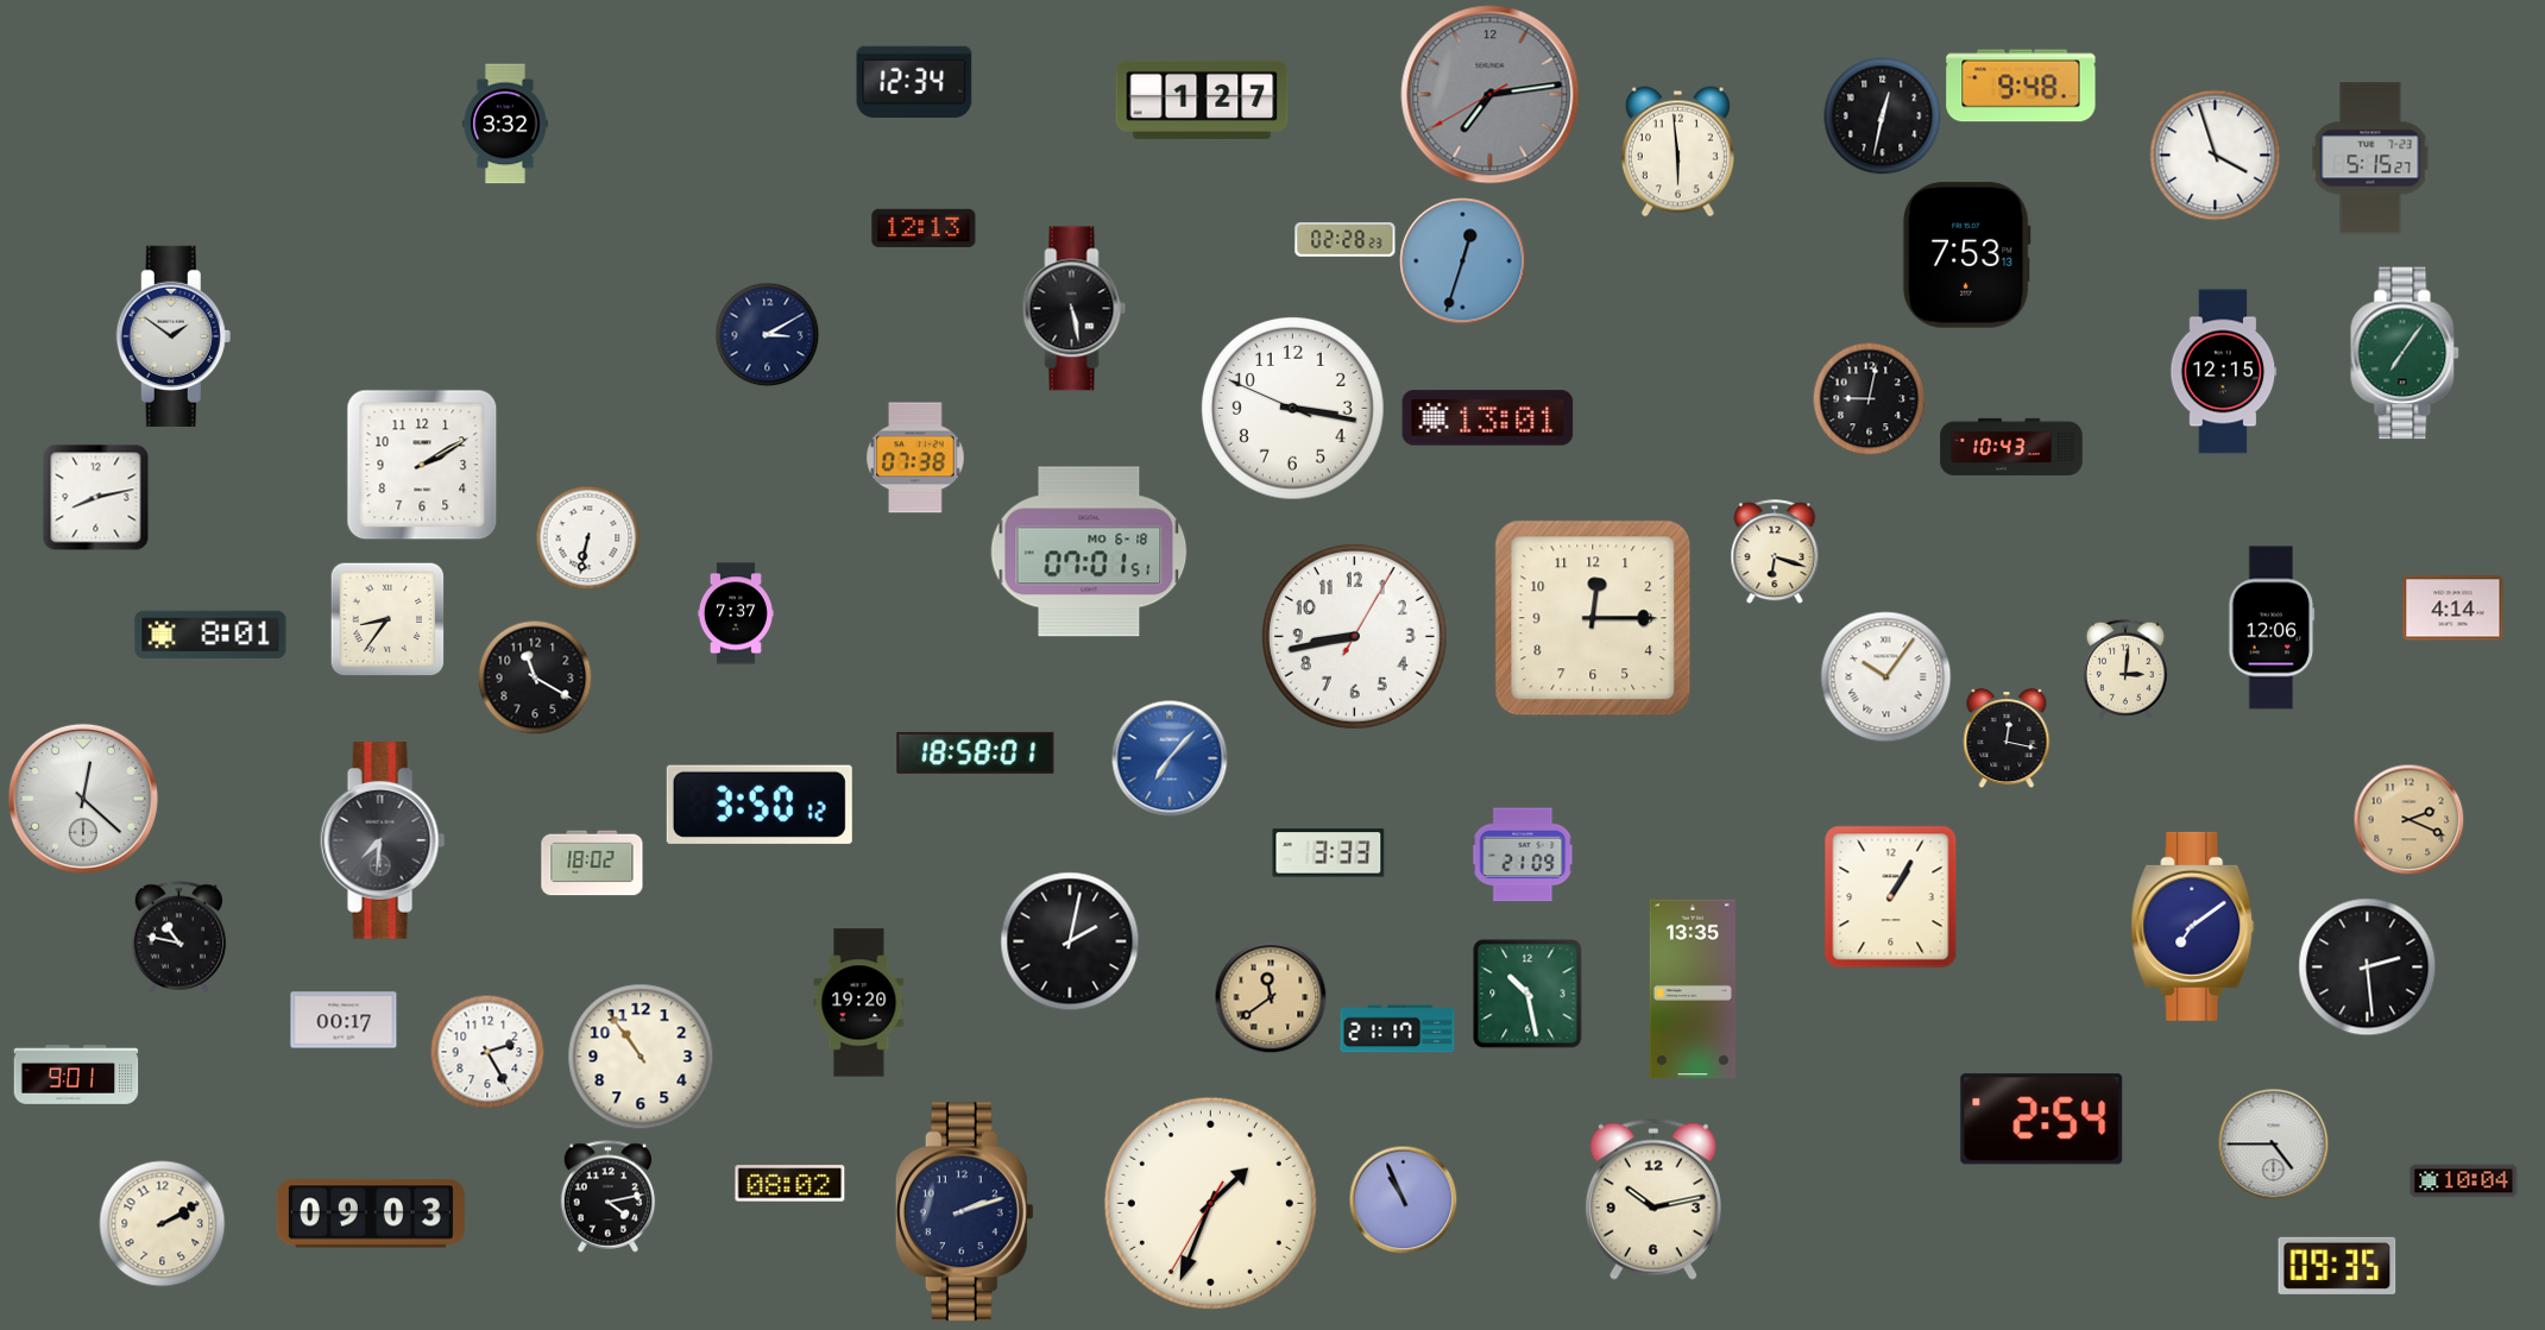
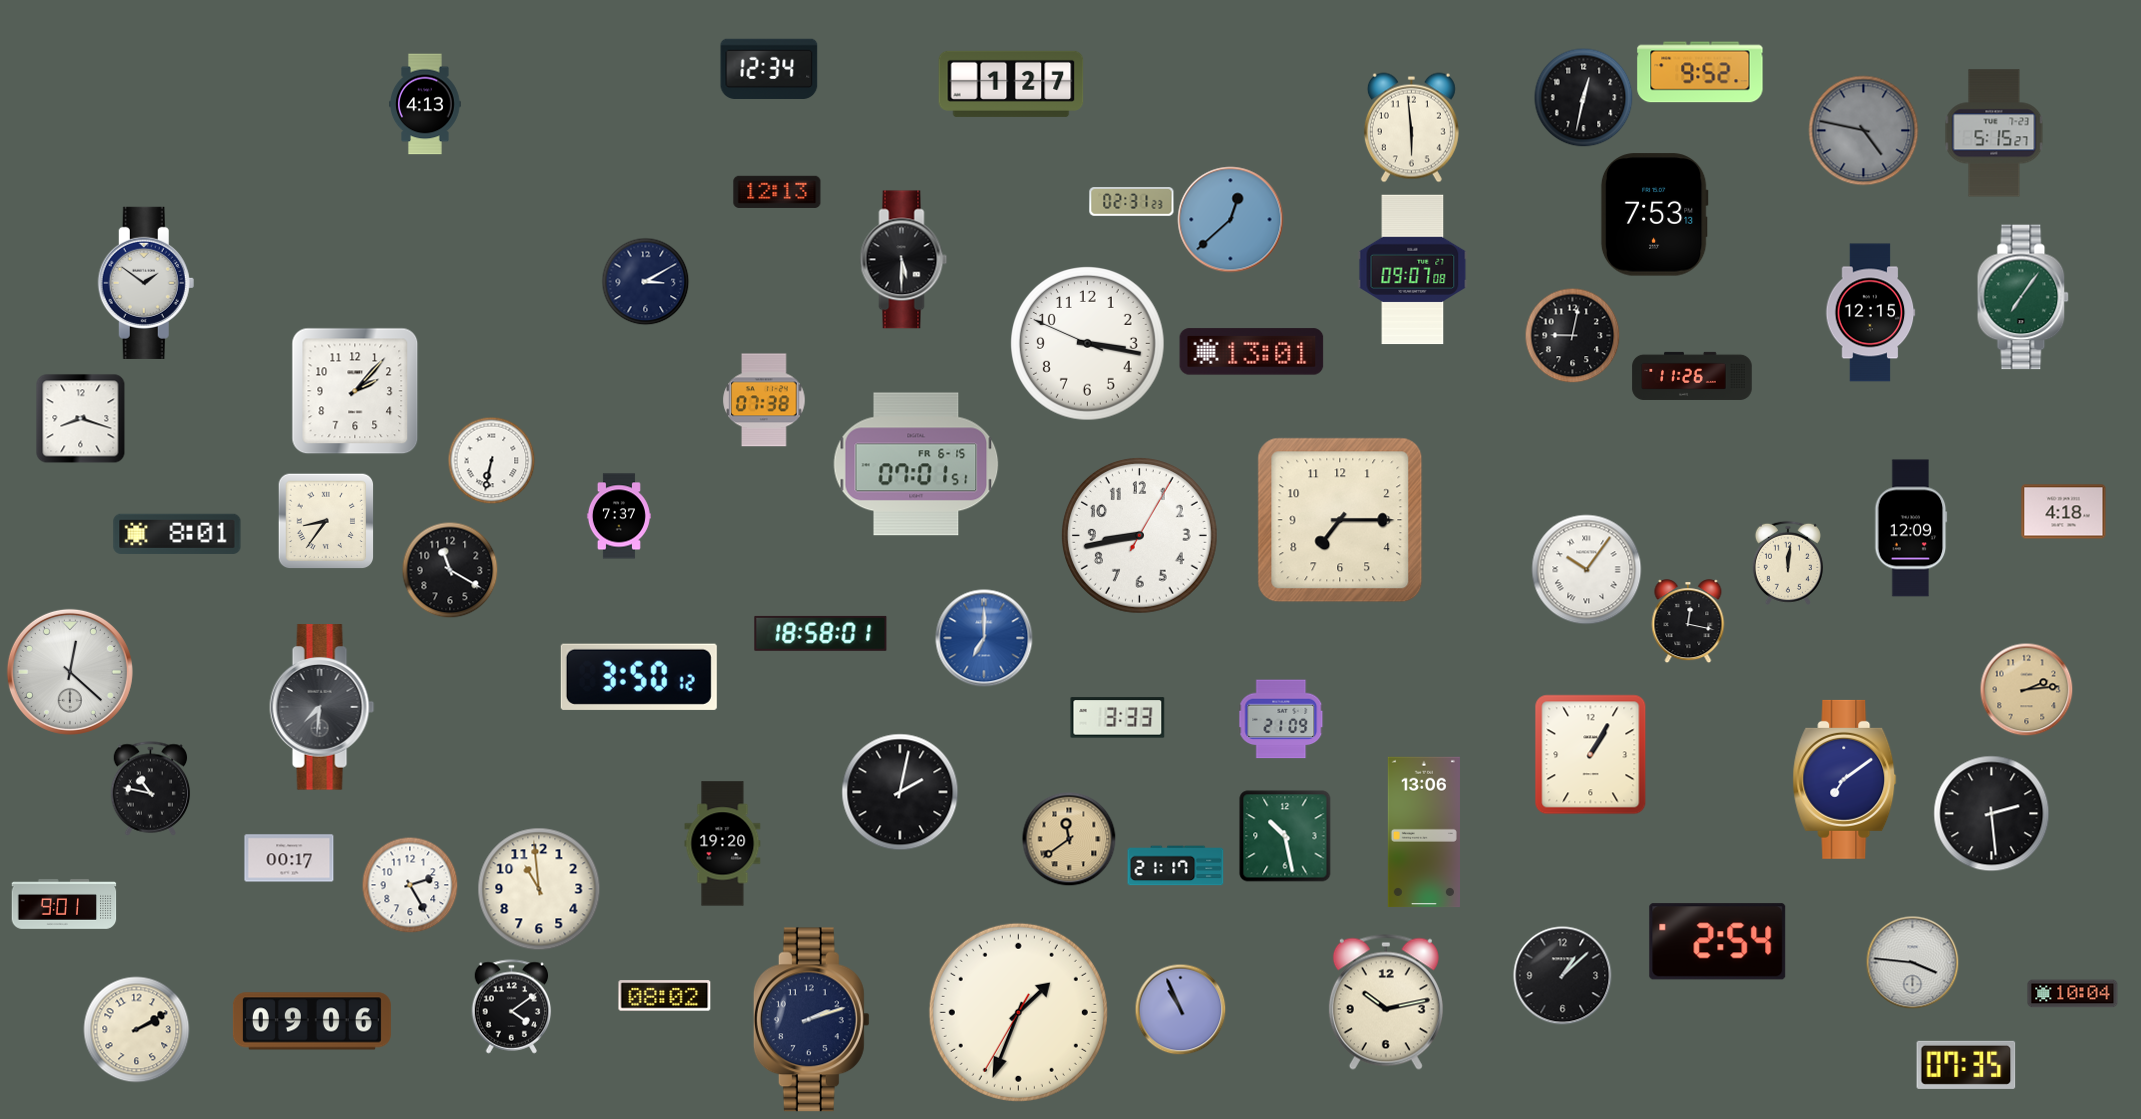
clock at (2021, 86): 9:48 -> 9:52
clock at (1491, 95): 7:13 -> none
clock at (505, 124): 3:32 -> 4:13
clock at (2216, 156): 3:57 -> 4:47
clock at (2216, 156) dial: white -> grey
clock at (1346, 240): 02:28 -> 02:31
clock at (1463, 261): 12:33 -> 12:38
clock at (1075, 309): 5:28 -> 5:30
clock at (1413, 270): none -> 09:07
clock at (2011, 447): 10:43 -> 11:26
clock at (915, 458) position: (915, 458) -> (764, 400)
clock at (422, 465): 2:10 -> 2:07
clock at (96, 498): 8:13 -> 8:18
clock at (587, 537) position: (587, 537) -> (491, 460)
clock at (1089, 551) date: MO 6-18 -> FR 6-15
clock at (1775, 551): 6:18 -> none
clock at (2453, 609): 4:14 -> 4:18
clock at (1593, 618): 12:15 -> 7:15
clock at (2272, 628): 12:06 -> 12:09
clock at (2125, 669): 3:01 -> 12:01
clock at (1170, 758): 7:07 -> 7:00
clock at (2408, 819): 2:19 -> 2:14
clock at (592, 863): 18:02 -> none
clock at (1693, 989): 13:35 -> 13:06
clock at (641, 1057): 10:54 -> 10:59
clock at (2273, 1143): 4:45 -> 3:46
clock at (1563, 976): none -> 1:08
clock at (609, 1197): 4:13 -> 4:09
clock at (1653, 1199) position: (1653, 1199) -> (1386, 1002)
clock at (371, 1214): 09:03 -> 09:06
clock at (2337, 1266): 09:35 -> 07:35
